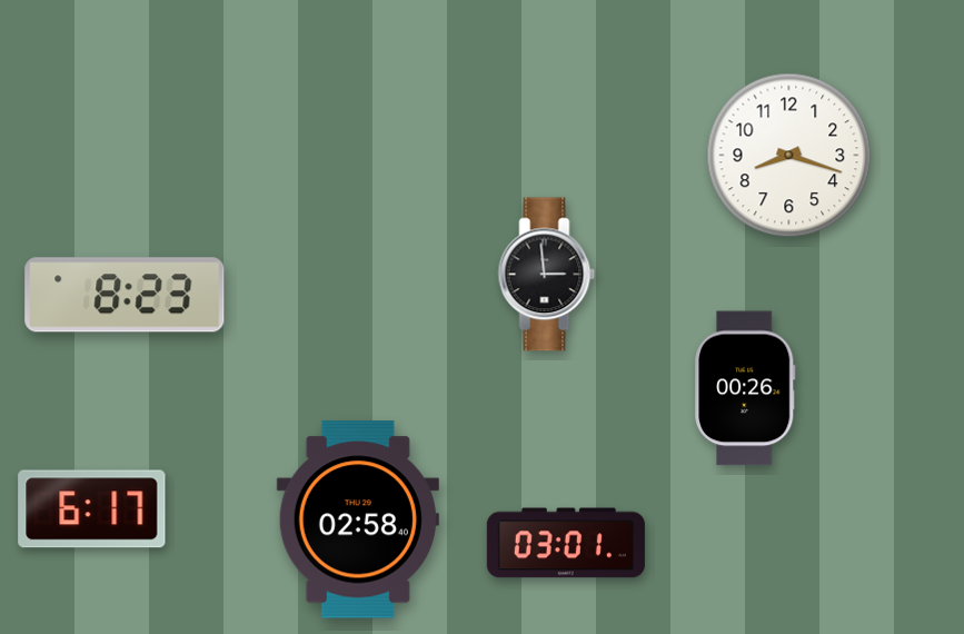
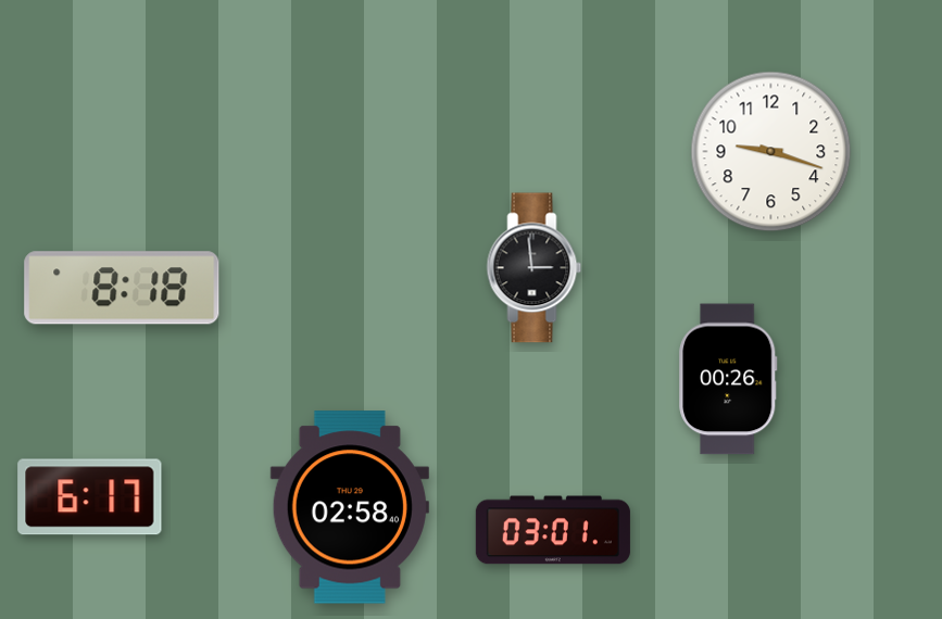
clock at (789, 156): 8:18 -> 9:18
clock at (125, 295): 8:23 -> 8:18
